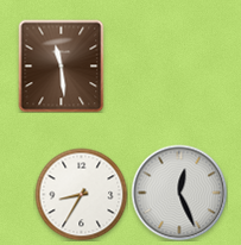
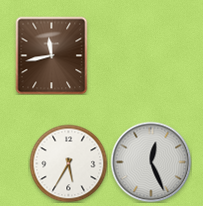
clock at (62, 65): 11:29 -> 11:43
clock at (81, 194): 8:35 -> 5:35
